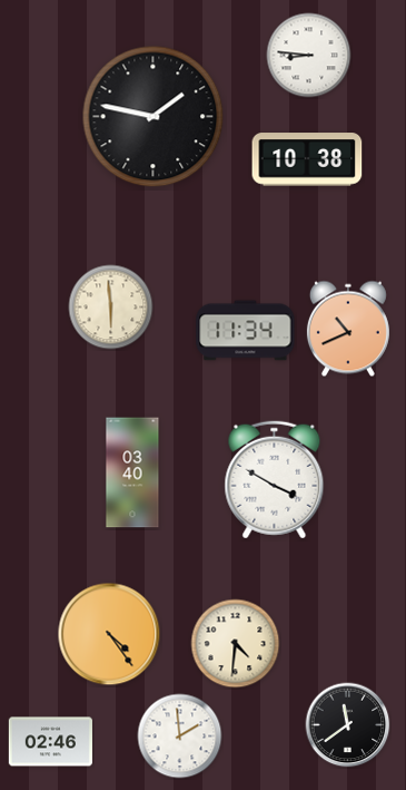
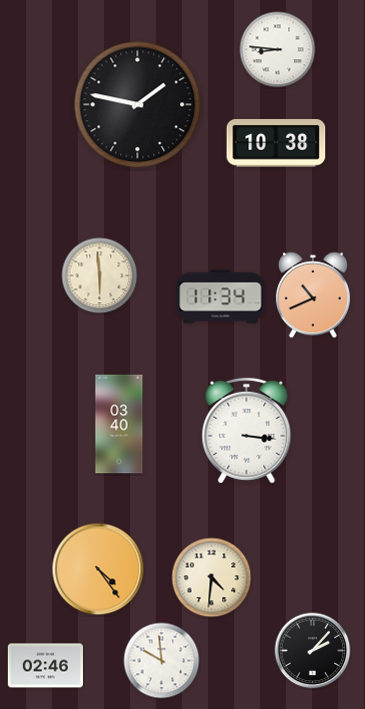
clock at (275, 480): 3:50 -> 3:16
clock at (348, 725): 11:39 -> 2:07
clock at (180, 737): 1:59 -> 9:59
